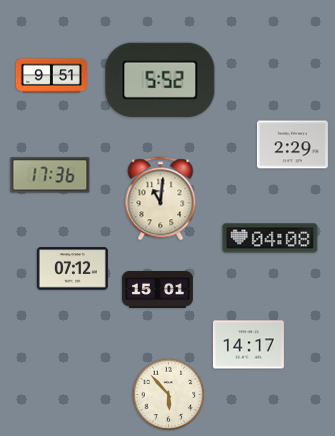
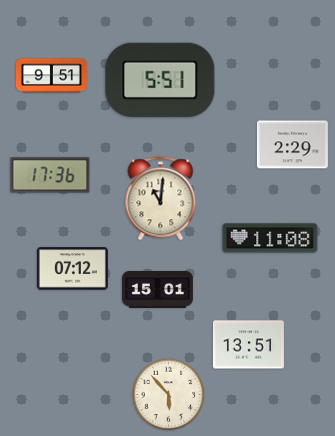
clock at (160, 79): 5:52 -> 5:51
clock at (270, 238): 04:08 -> 11:08
clock at (248, 345): 14:17 -> 13:51
